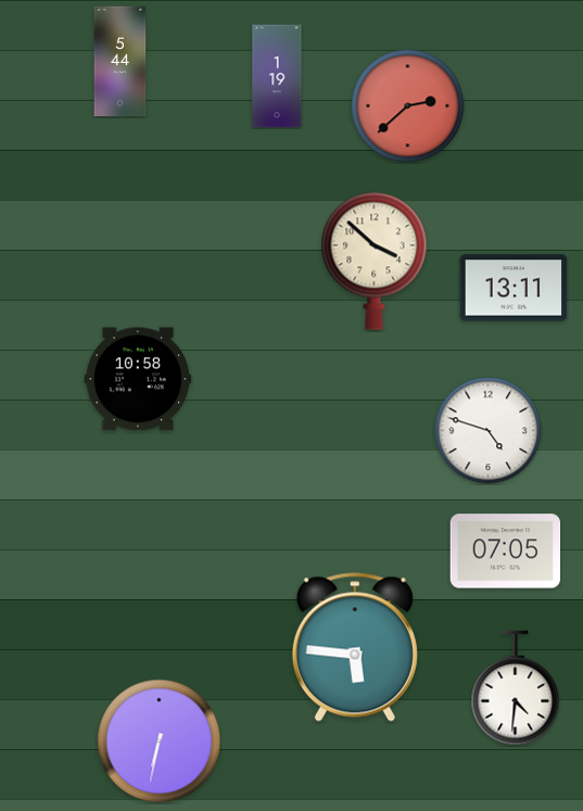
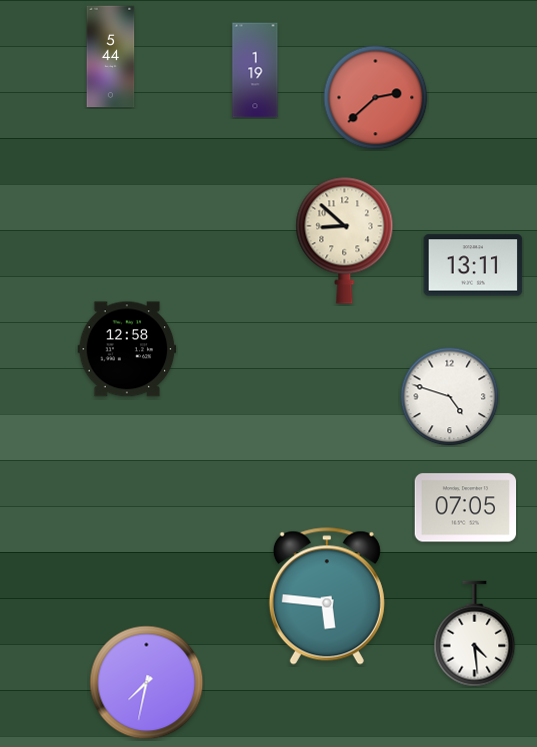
clock at (375, 261): 3:52 -> 8:52
clock at (138, 379): 10:58 -> 12:58
clock at (516, 688): 4:31 -> 4:29
clock at (160, 742): 6:32 -> 7:32
